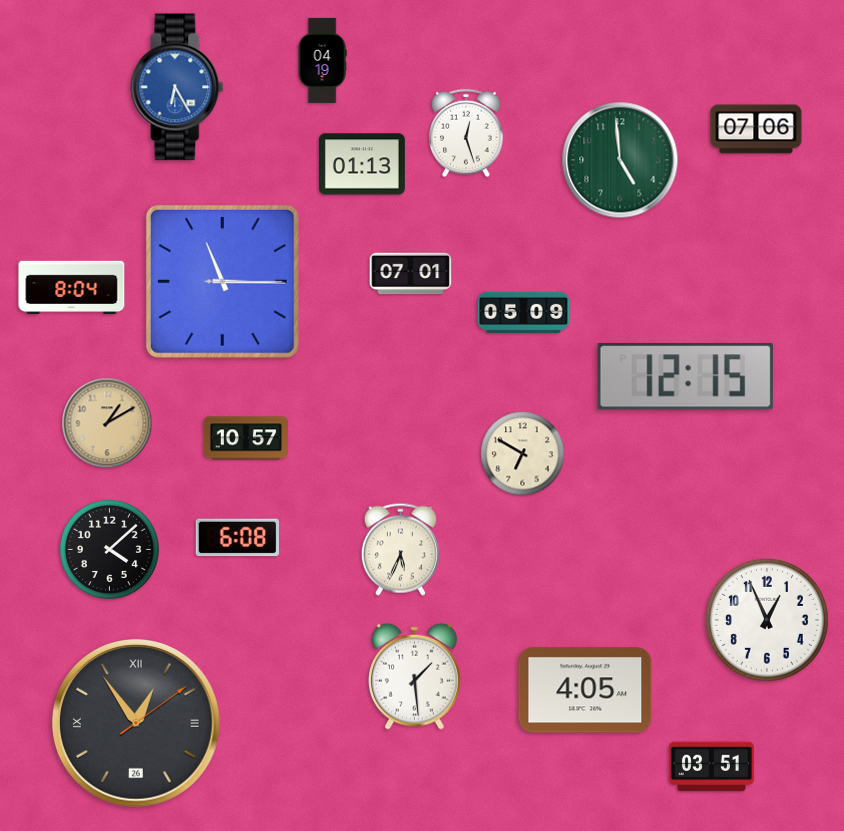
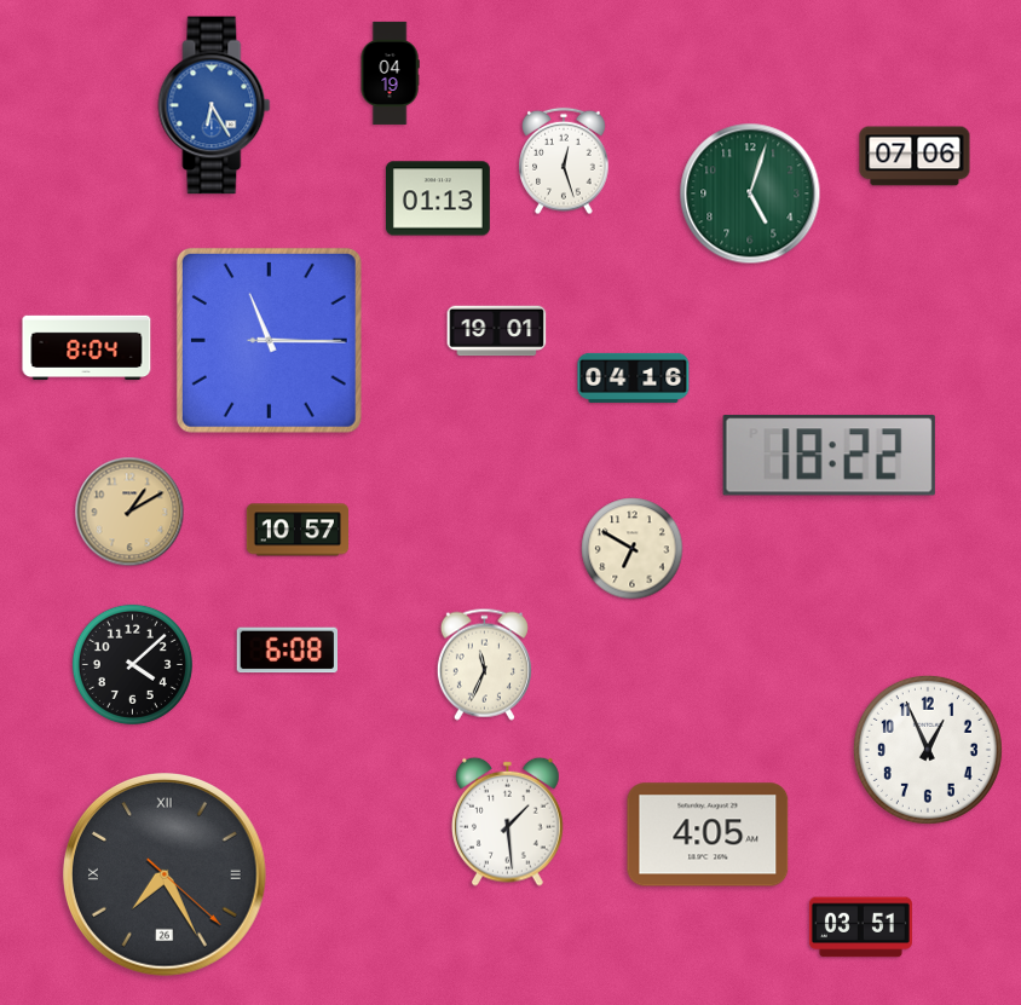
clock at (620, 160): 4:59 -> 5:03
clock at (411, 274): 07:01 -> 19:01
clock at (524, 312): 05:09 -> 04:16
clock at (685, 377): 12:15 -> 18:22
clock at (400, 549): 5:34 -> 11:34
clock at (415, 676) position: (415, 676) -> (508, 821)
clock at (137, 724): 12:54 -> 7:25
